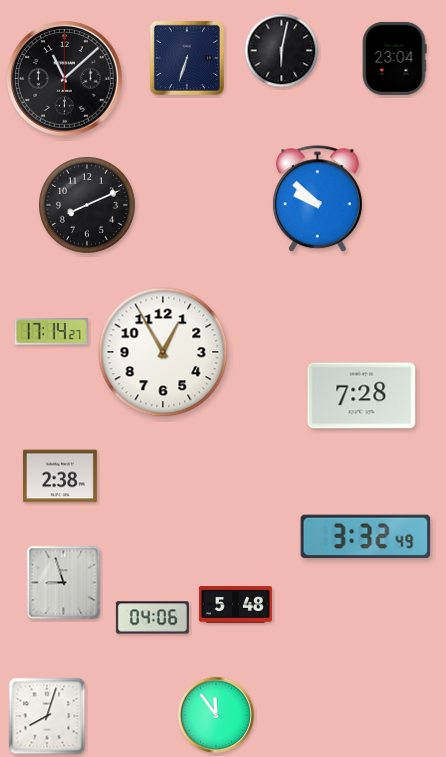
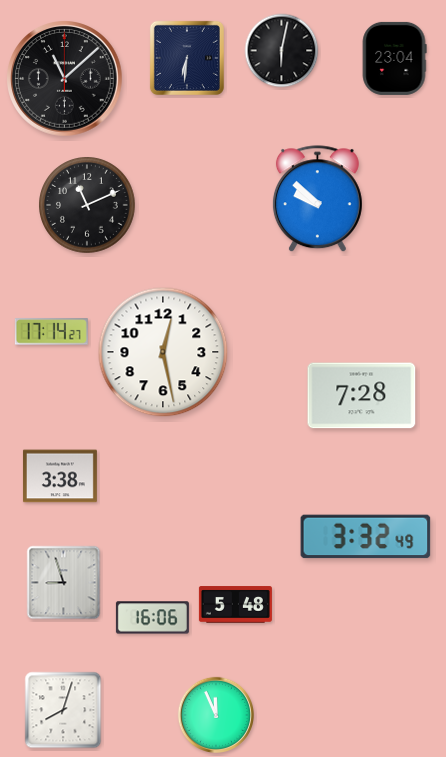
clock at (187, 58): 6:33 -> 6:31
clock at (88, 206): 8:11 -> 11:11
clock at (163, 352): 12:55 -> 12:28
clock at (60, 476): 2:38 -> 3:38
clock at (152, 618): 04:06 -> 16:06
clock at (215, 714): 11:54 -> 11:56
clock at (47, 716) position: (47, 716) -> (63, 710)
